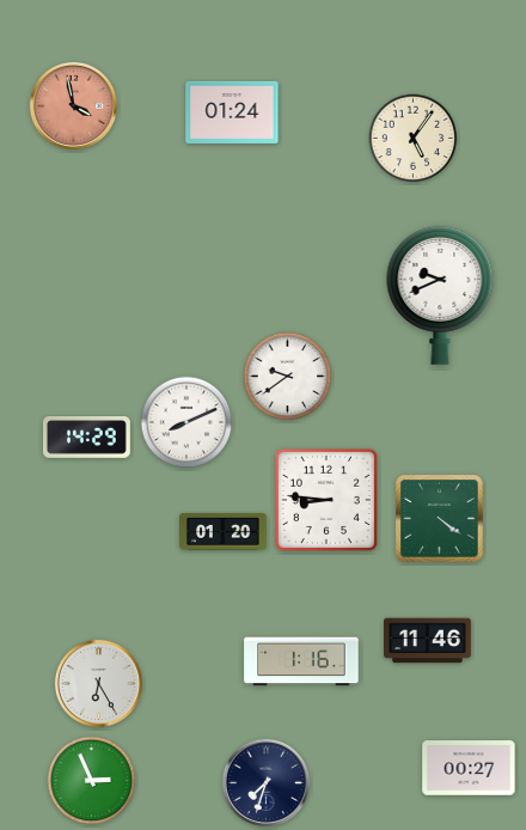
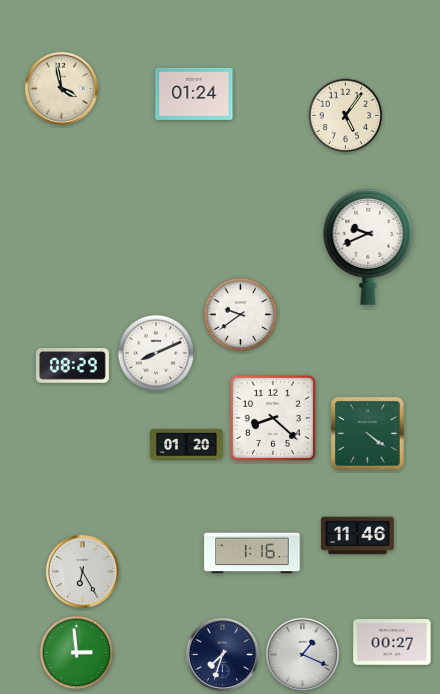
clock at (73, 105) dial: salmon -> cream
clock at (86, 438): 14:29 -> 08:29
clock at (326, 500): 8:46 -> 8:22
clock at (92, 781): 2:56 -> 2:59
clock at (302, 654): none -> 1:19
